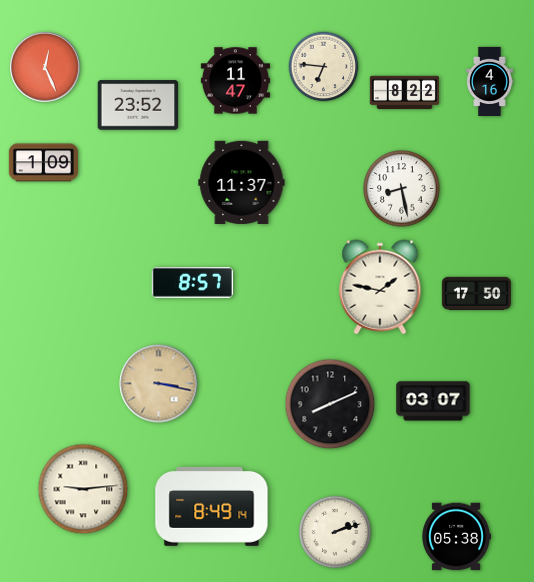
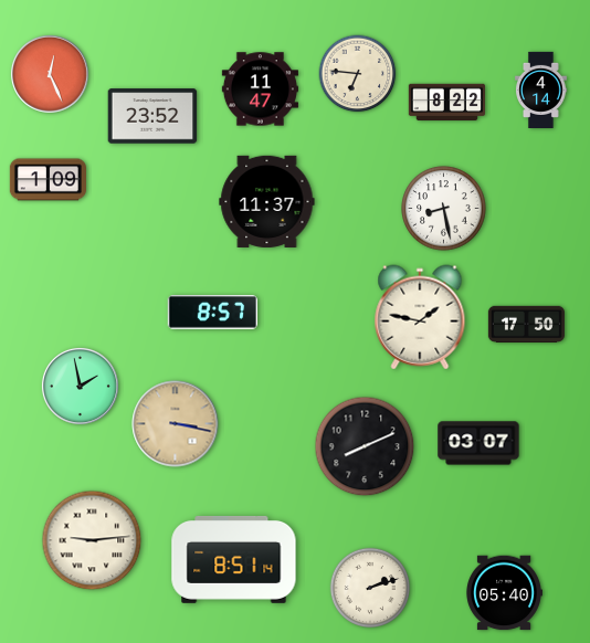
clock at (490, 81): 4:16 -> 4:14
clock at (80, 386): none -> 1:58
clock at (212, 506): 8:49 -> 8:51
clock at (456, 537): 05:38 -> 05:40
